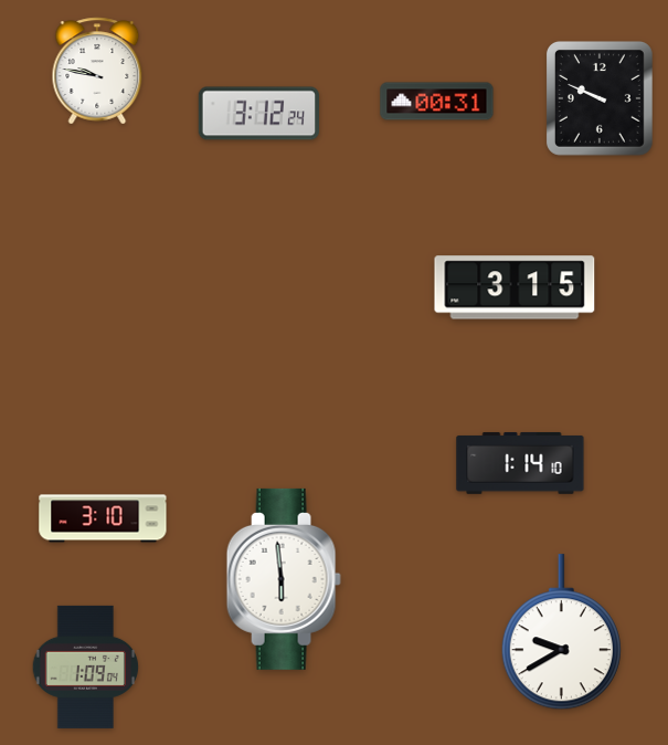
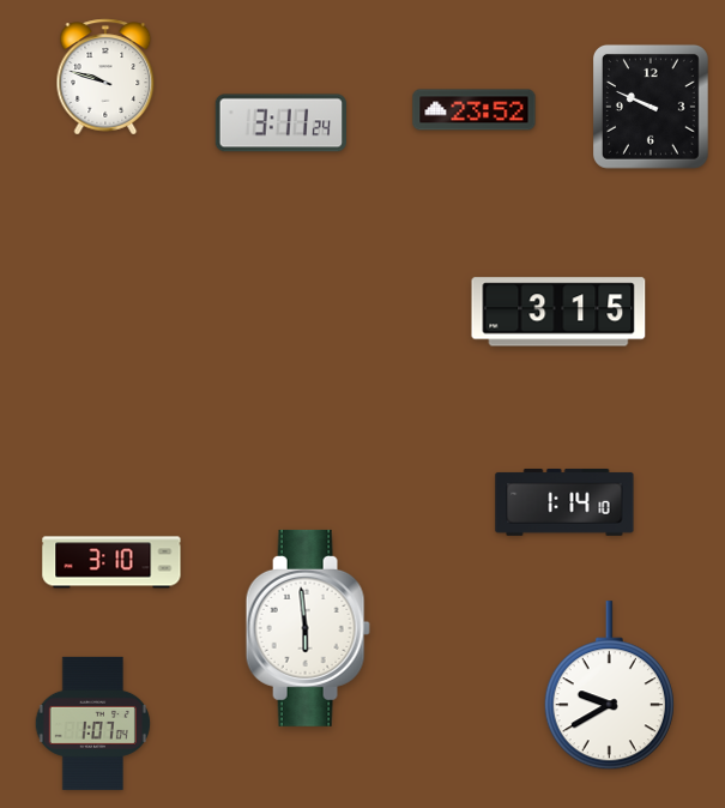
clock at (97, 71): 9:47 -> 9:48
clock at (437, 102): 00:31 -> 23:52
clock at (258, 114): 3:12 -> 3:11
clock at (85, 667): 1:09 -> 1:07
